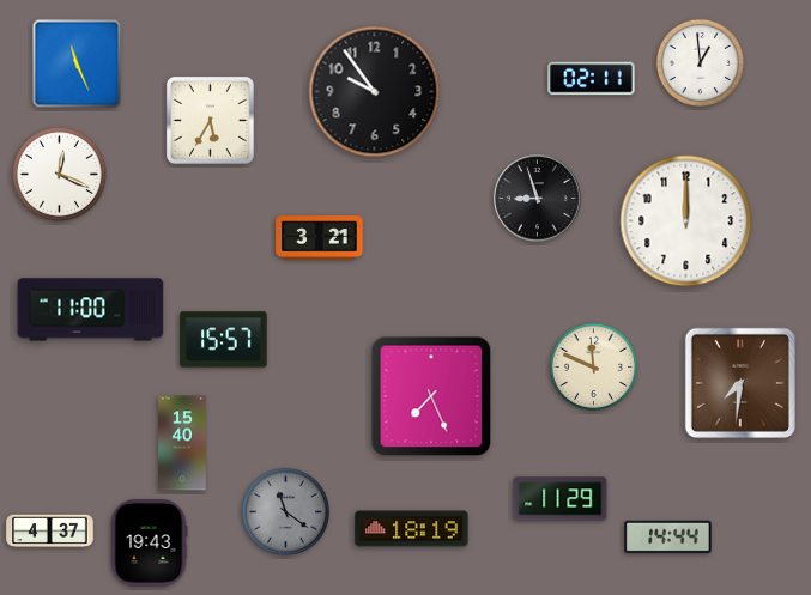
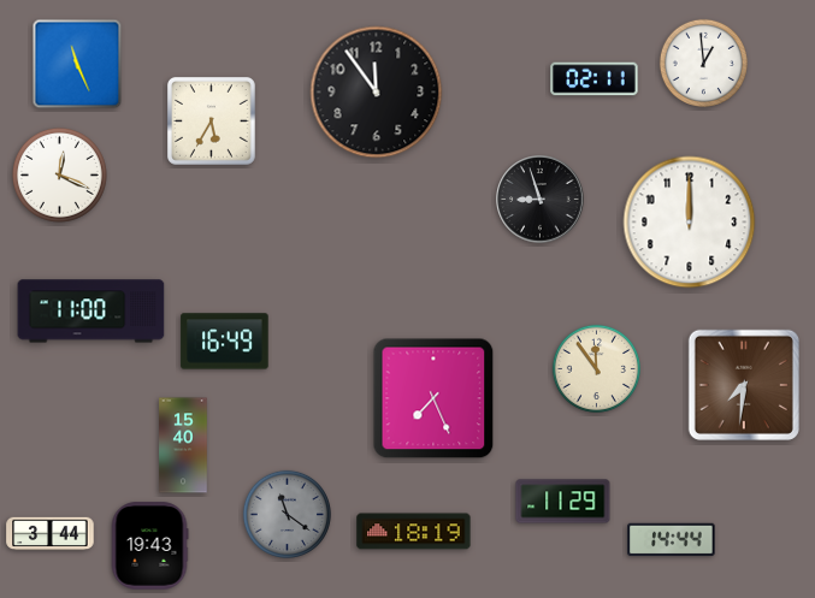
clock at (375, 92): 9:54 -> 11:54
clock at (320, 238): 3:21 -> none
clock at (224, 340): 15:57 -> 16:49
clock at (593, 366): 11:49 -> 11:54
clock at (50, 532): 4:37 -> 3:44
